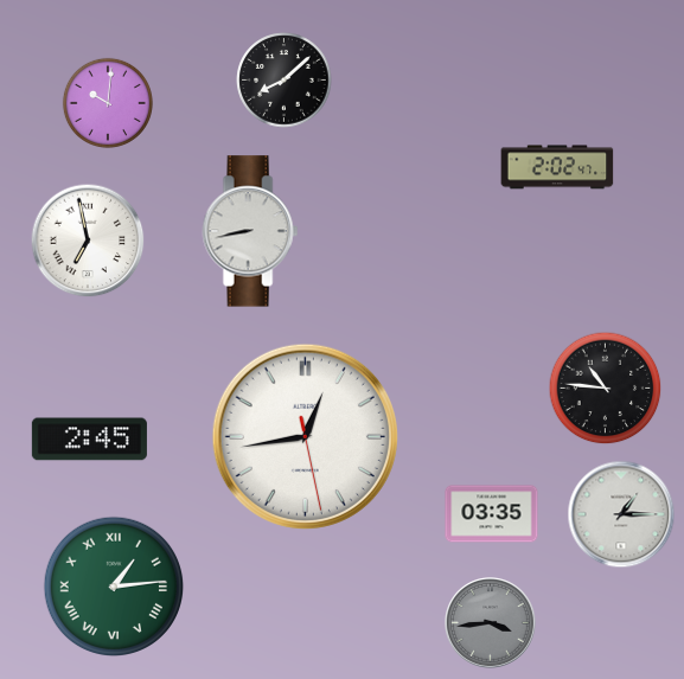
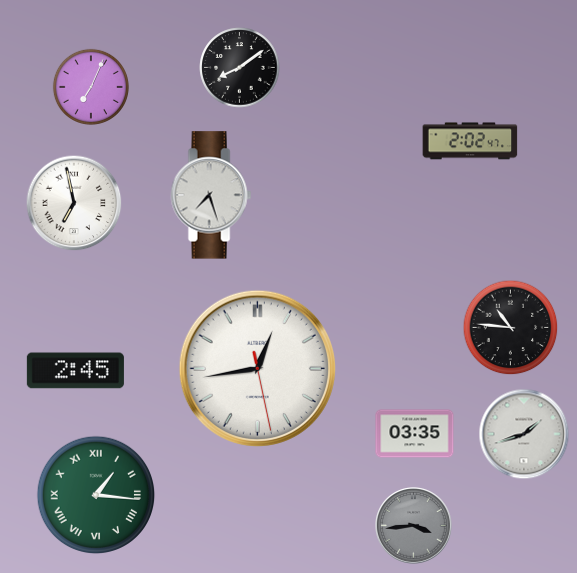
clock at (285, 81): 8:08 -> 8:09
clock at (108, 103): 10:01 -> 7:04
clock at (250, 231): 8:43 -> 7:27
clock at (621, 514): 1:15 -> 1:42
clock at (114, 587): 1:14 -> 1:16
